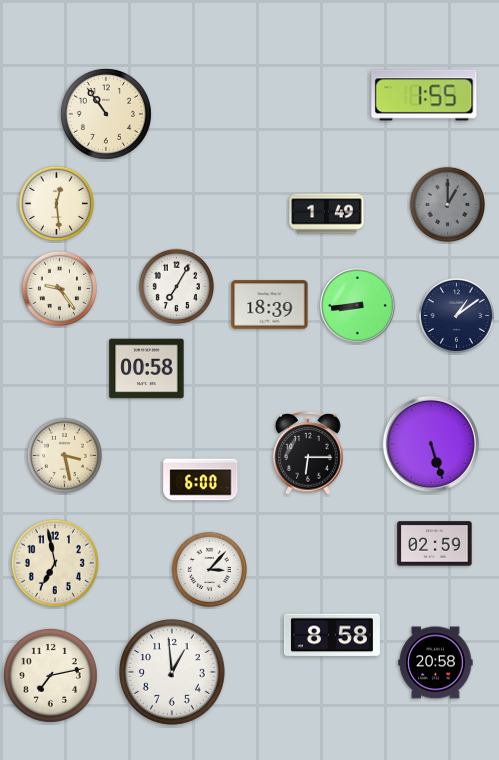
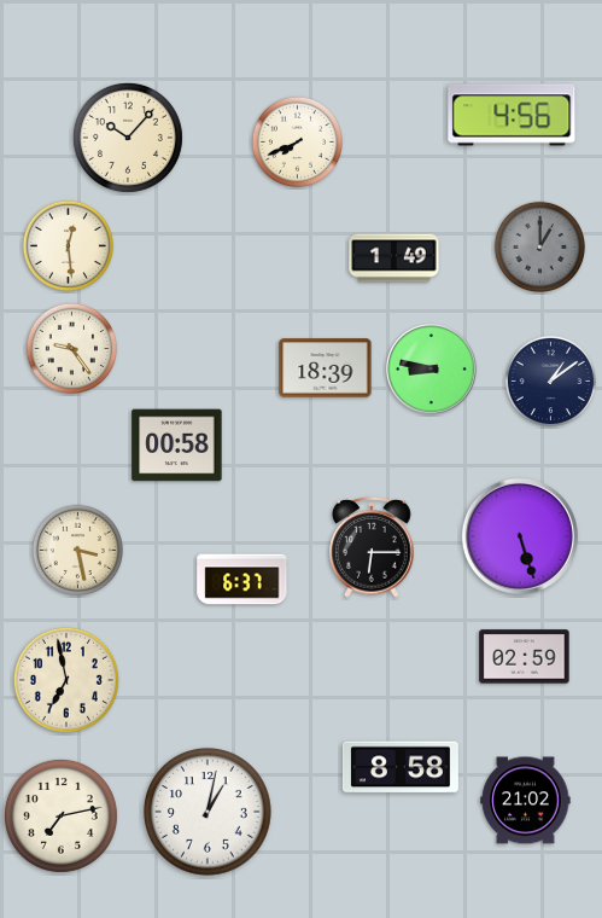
clock at (424, 95): 1:55 -> 4:56
clock at (106, 114): 10:54 -> 10:07
clock at (297, 141): none -> 7:41
clock at (176, 286): 7:05 -> none
clock at (358, 306): 8:44 -> 8:47
clock at (201, 480): 6:00 -> 6:37
clock at (209, 569): 3:07 -> none
clock at (436, 663): 20:58 -> 21:02
clock at (173, 673): 12:59 -> 1:02
